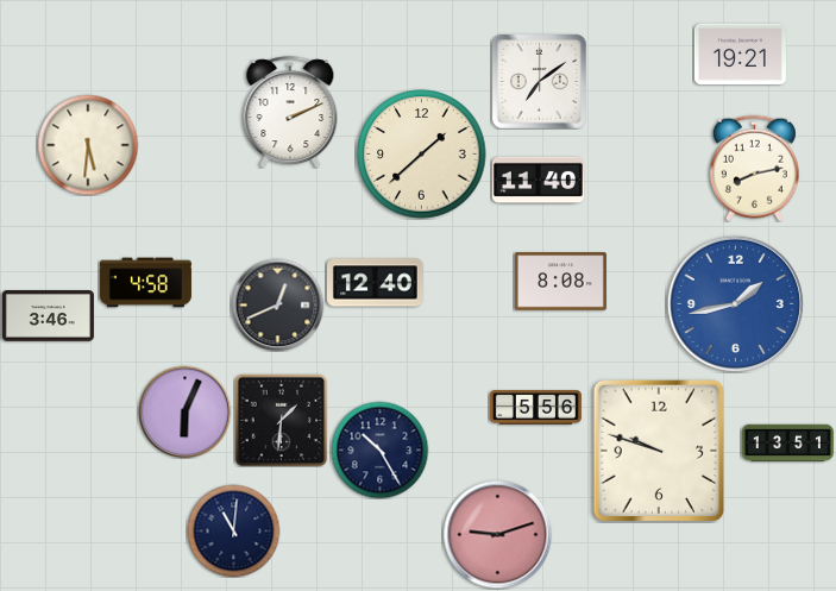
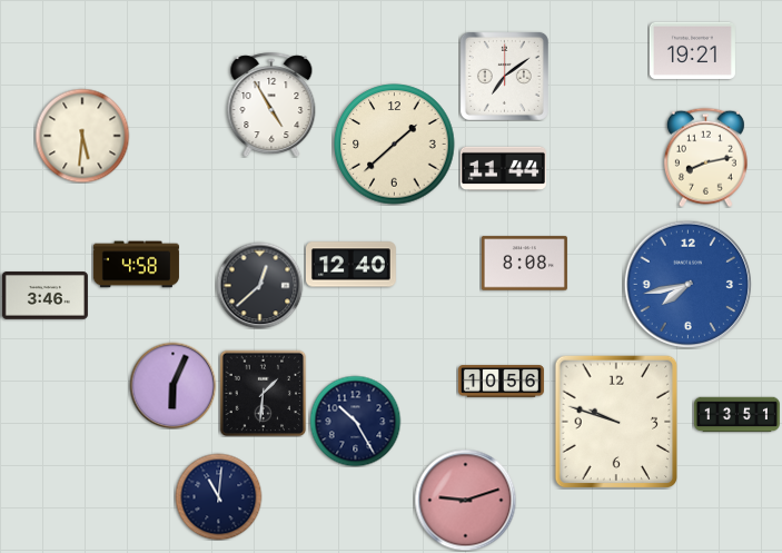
clock at (290, 112): 2:11 -> 4:55
clock at (538, 181): 11:40 -> 11:44
clock at (735, 303): 1:43 -> 7:43
clock at (277, 304): 12:41 -> 12:38
clock at (535, 408): 5:56 -> 10:56
